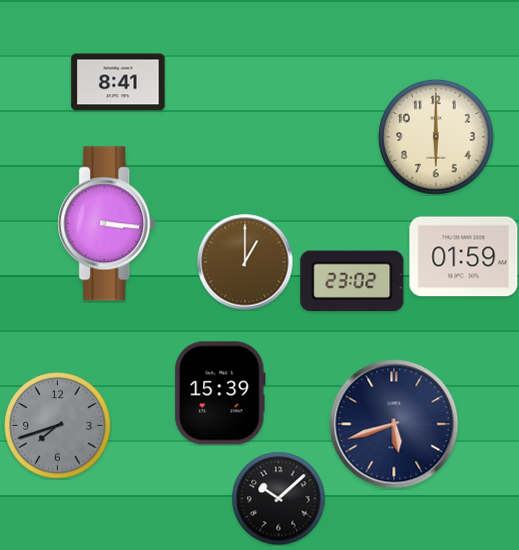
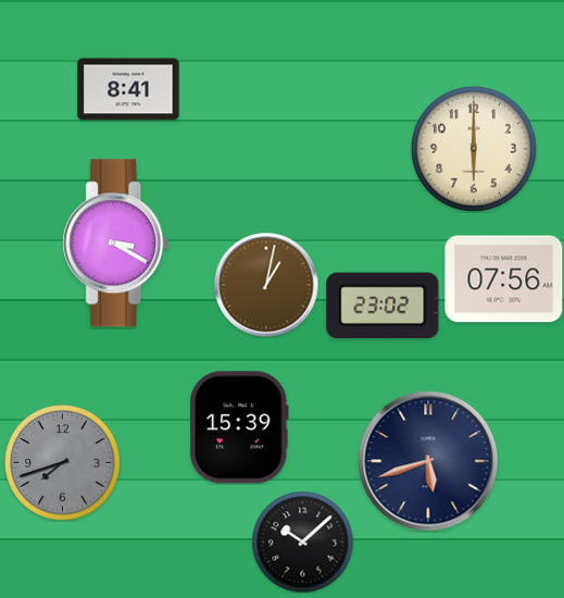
clock at (107, 224): 3:16 -> 3:20
clock at (464, 257): 01:59 -> 07:56
clock at (245, 262): 1:00 -> 1:02
